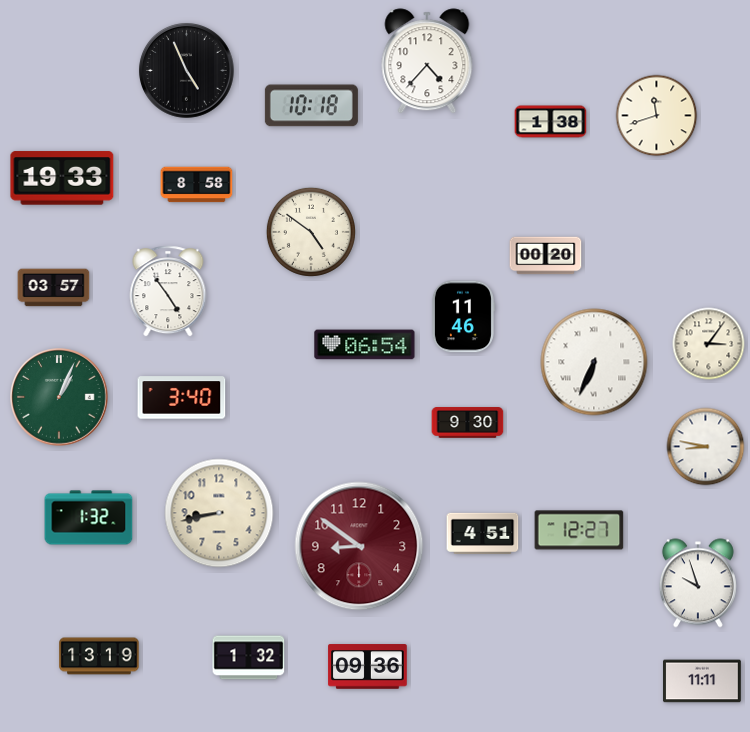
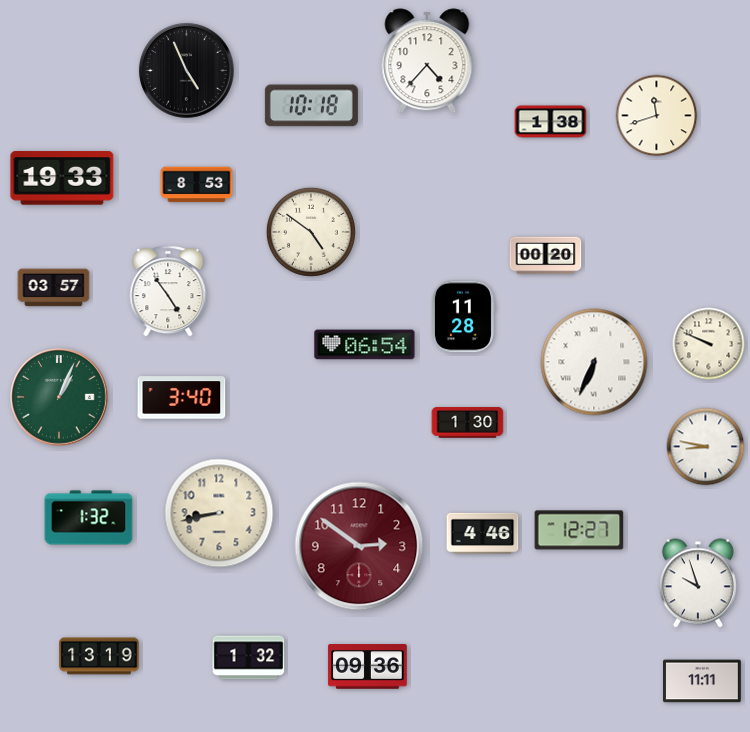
clock at (197, 185): 8:58 -> 8:53
clock at (463, 317): 11:46 -> 11:28
clock at (709, 344): 3:06 -> 9:49
clock at (468, 423): 9:30 -> 1:30
clock at (483, 533): 4:51 -> 4:46
clock at (359, 546): 8:51 -> 2:51
